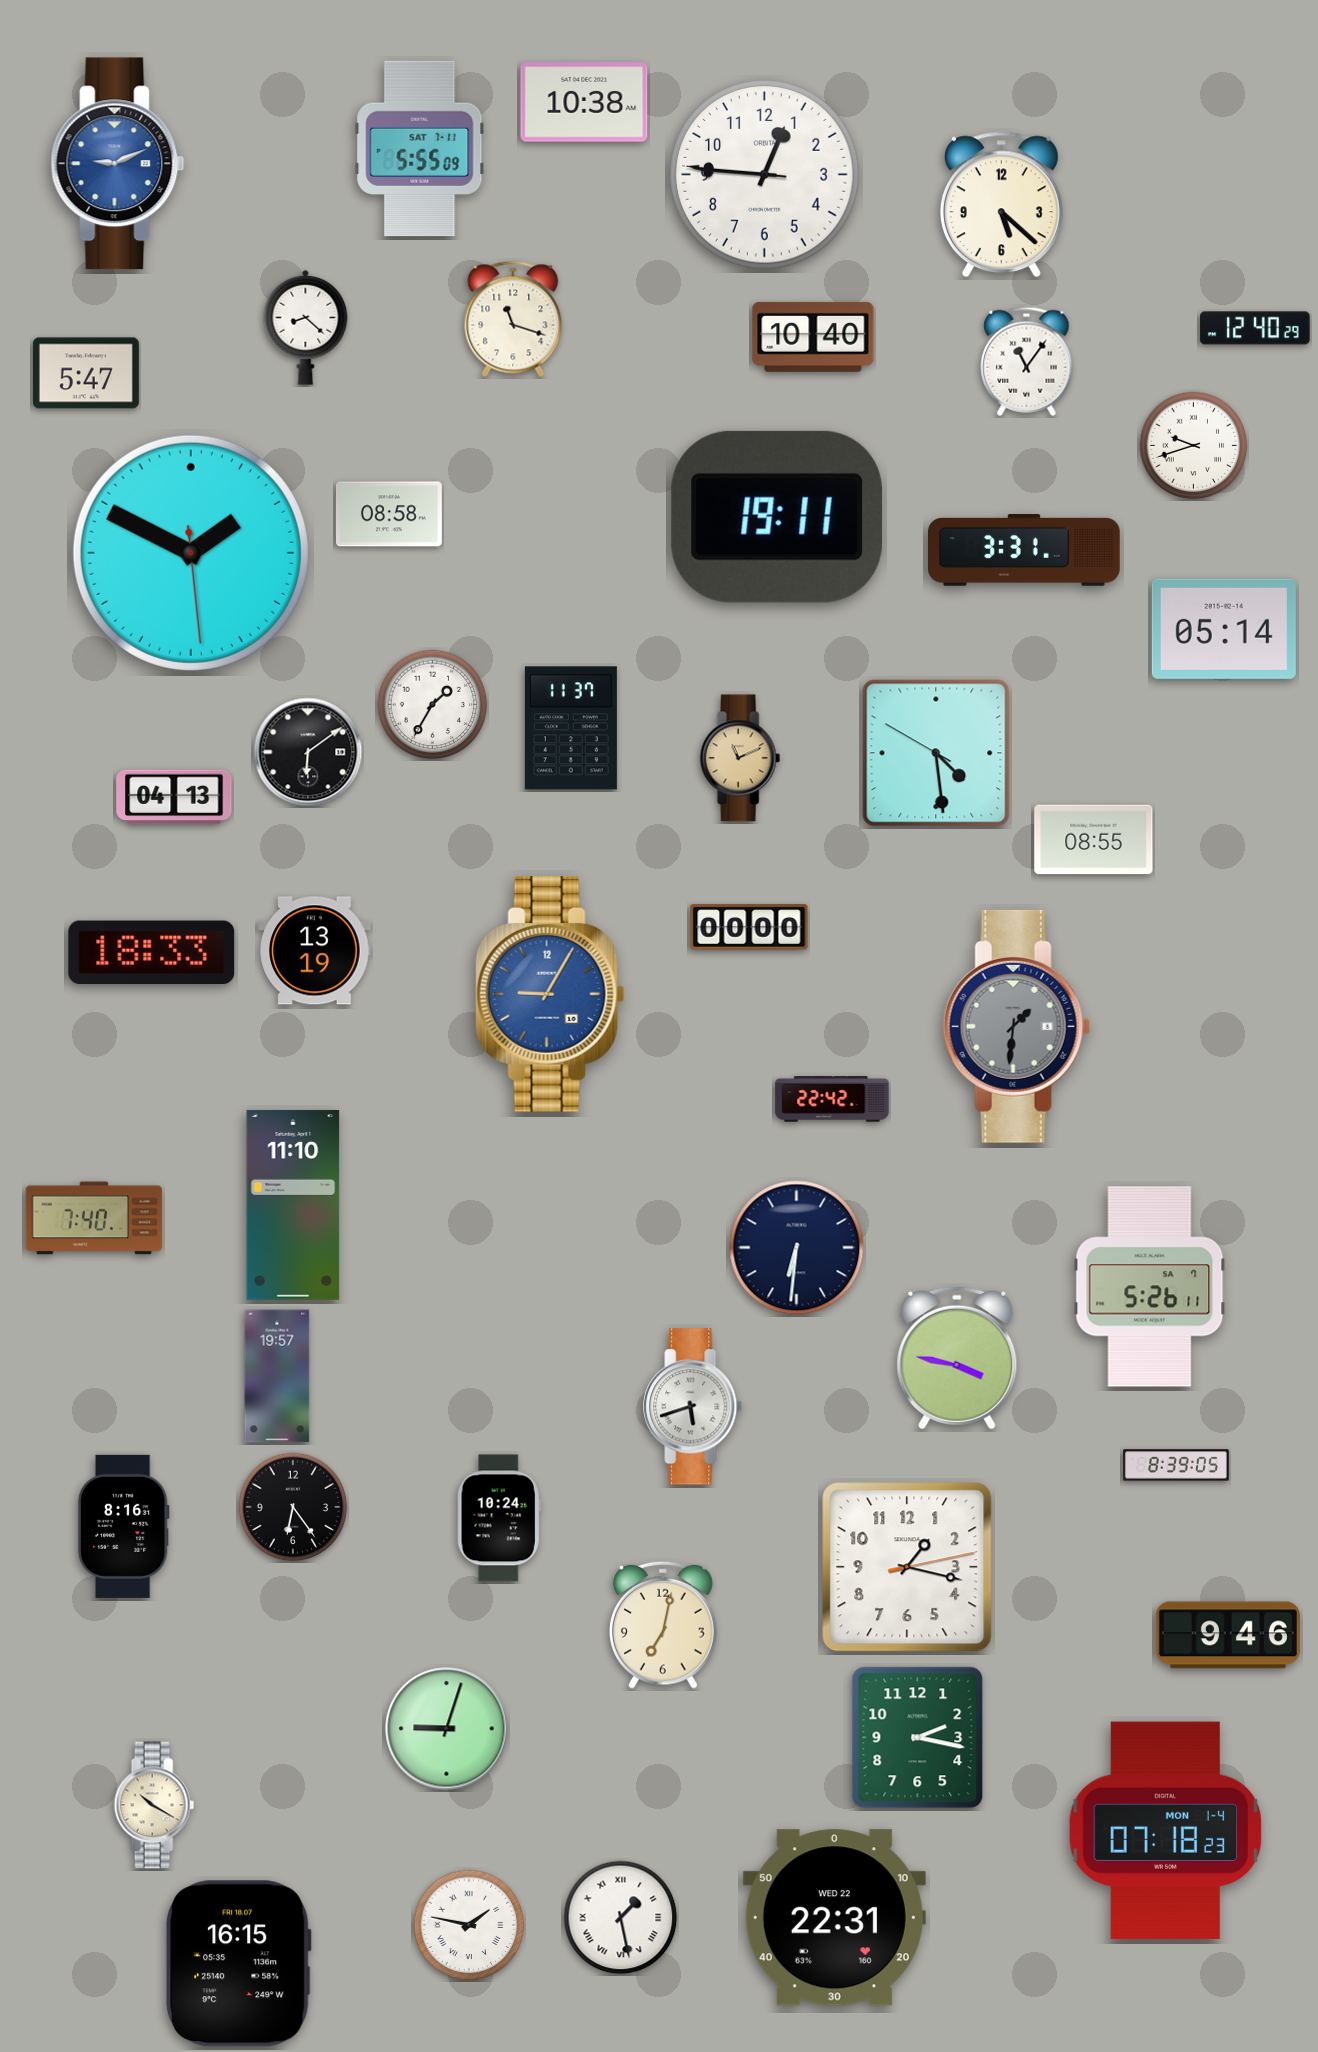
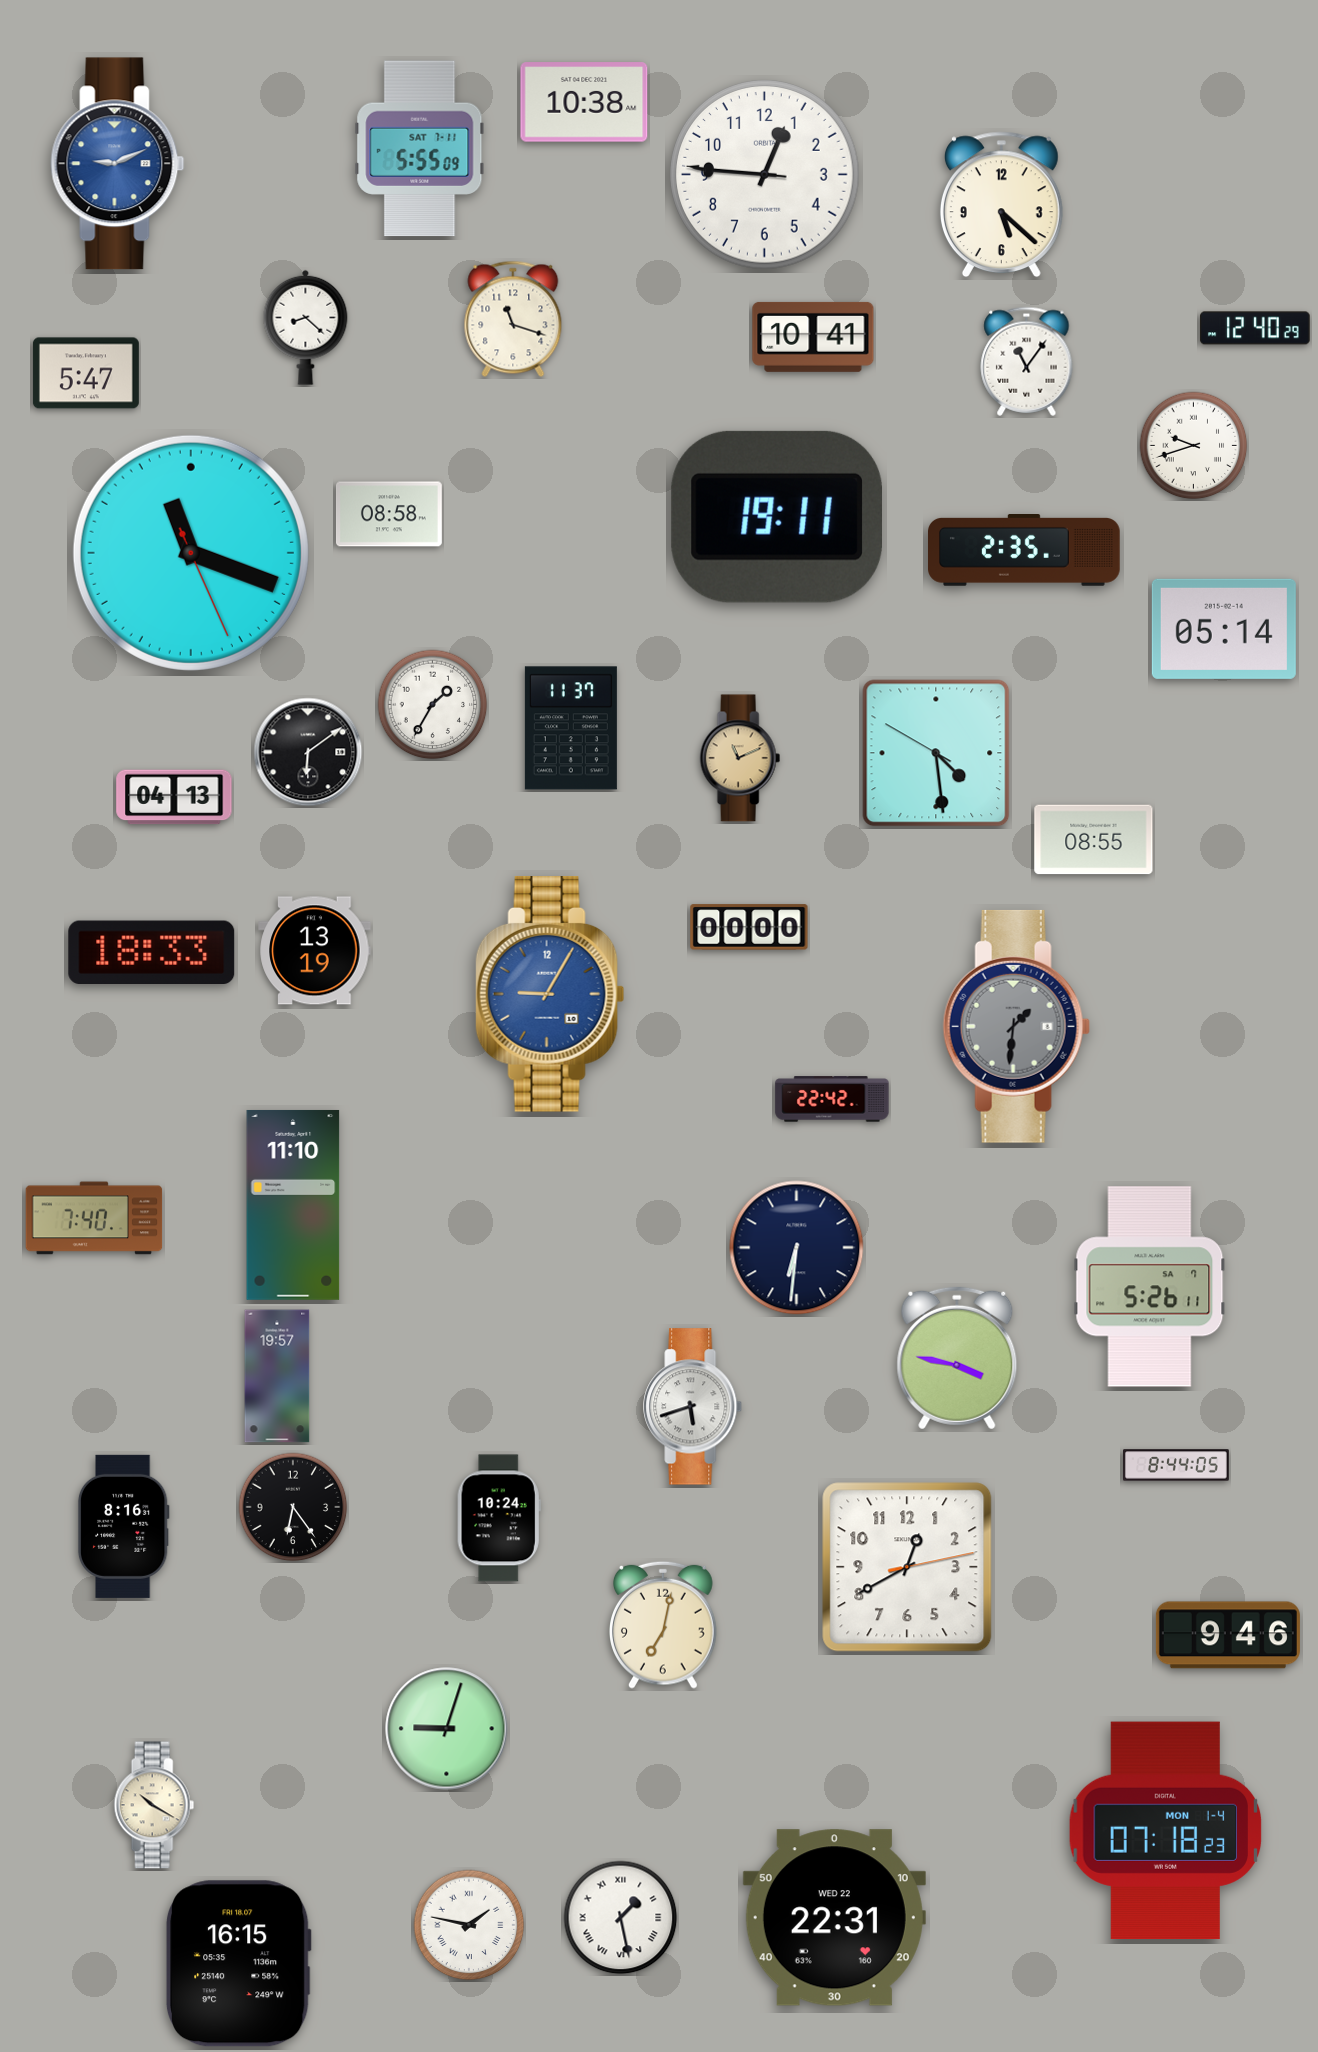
clock at (813, 337): 10:40 -> 10:41
clock at (1025, 551): 3:31 -> 2:35
clock at (191, 553): 1:49 -> 11:18
clock at (1177, 1465): 8:39 -> 8:44
clock at (907, 1567): 1:17 -> 12:40
clock at (918, 1738): 2:17 -> none
